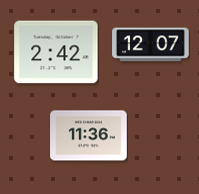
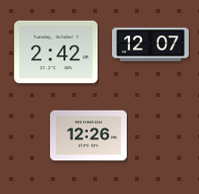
clock at (89, 136): 11:36 -> 12:26
